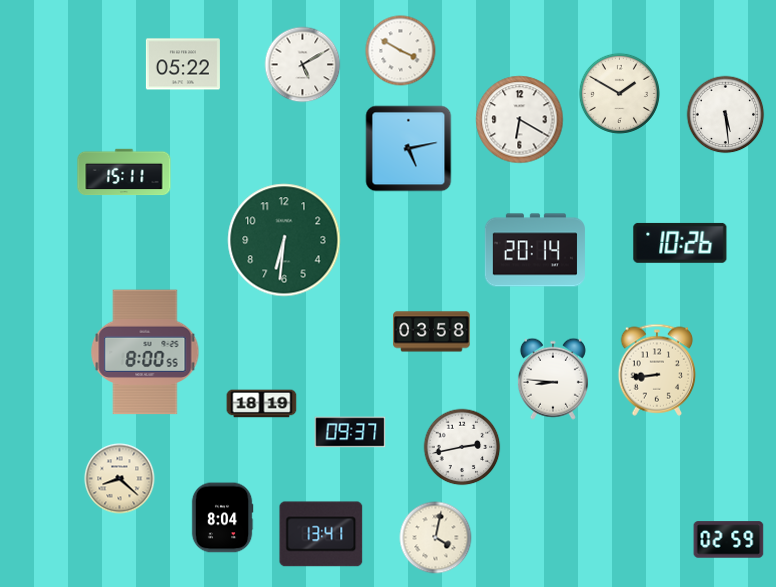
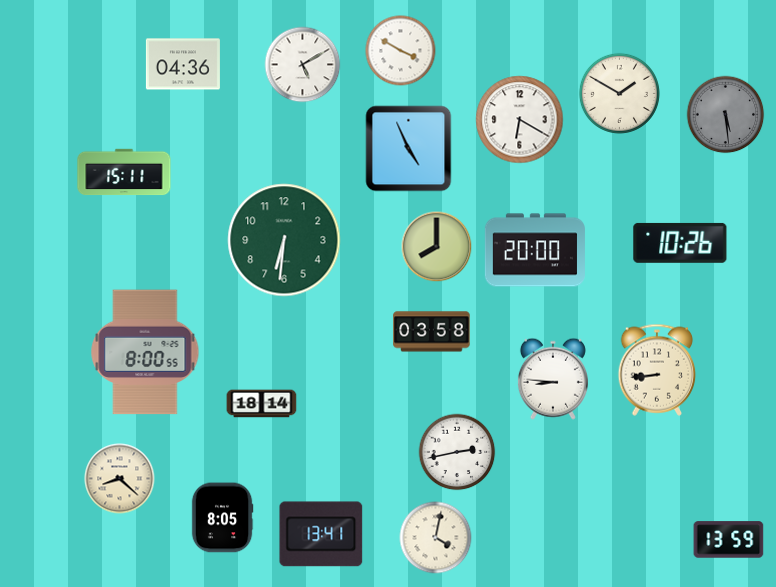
clock at (183, 64): 05:22 -> 04:36
clock at (726, 115) dial: white -> grey
clock at (409, 149): 5:13 -> 4:56
clock at (437, 247): none -> 8:00
clock at (535, 250): 20:14 -> 20:00
clock at (262, 404): 18:19 -> 18:14
clock at (350, 432): 09:37 -> none
clock at (462, 447) position: (462, 447) -> (457, 452)
clock at (222, 518): 8:04 -> 8:05
clock at (729, 540): 02:59 -> 13:59
